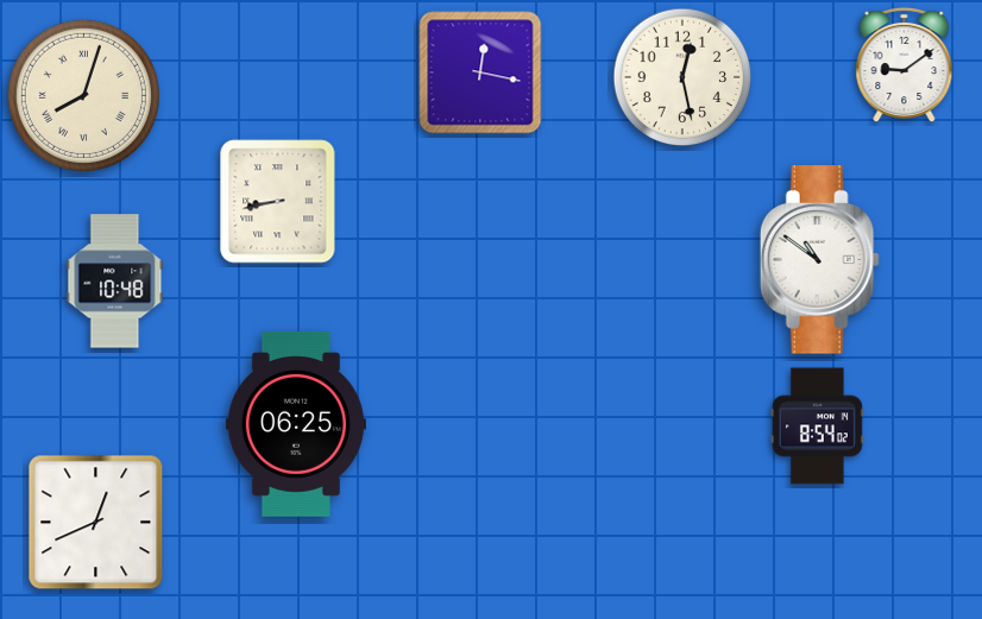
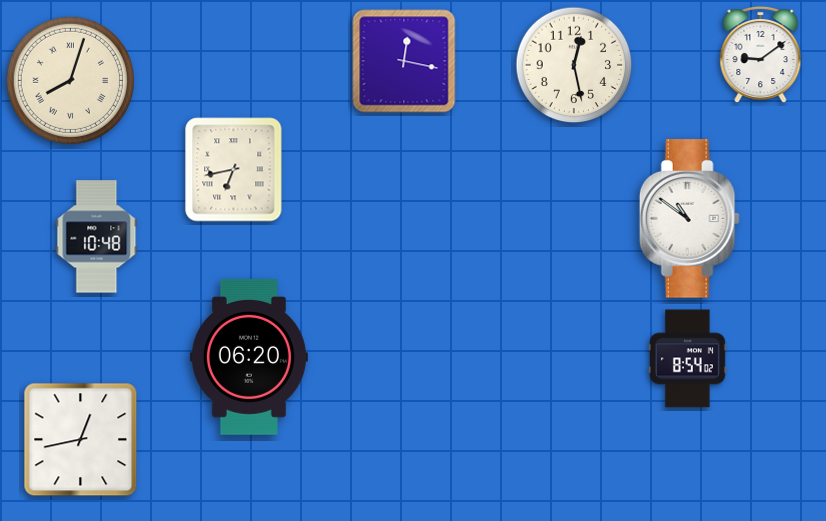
clock at (278, 202): 8:43 -> 6:43
clock at (296, 424): 06:25 -> 06:20
clock at (96, 523): 12:41 -> 12:43
